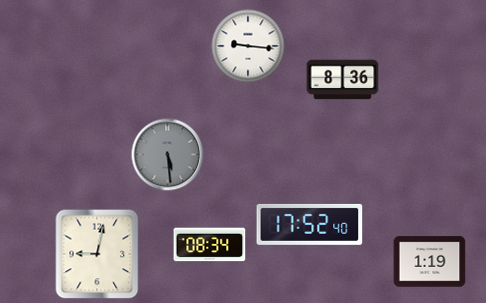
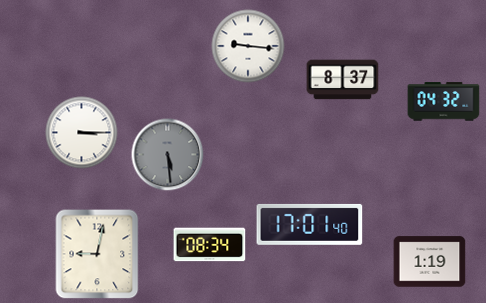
clock at (343, 80): 8:36 -> 8:37
clock at (444, 102): none -> 04:32
clock at (82, 133): none -> 3:15
clock at (310, 224): 17:52 -> 17:01
